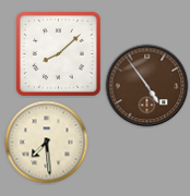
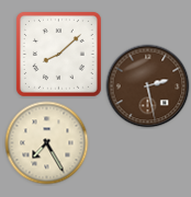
clock at (147, 86): 4:54 -> 2:28
clock at (47, 143): 7:29 -> 7:25
